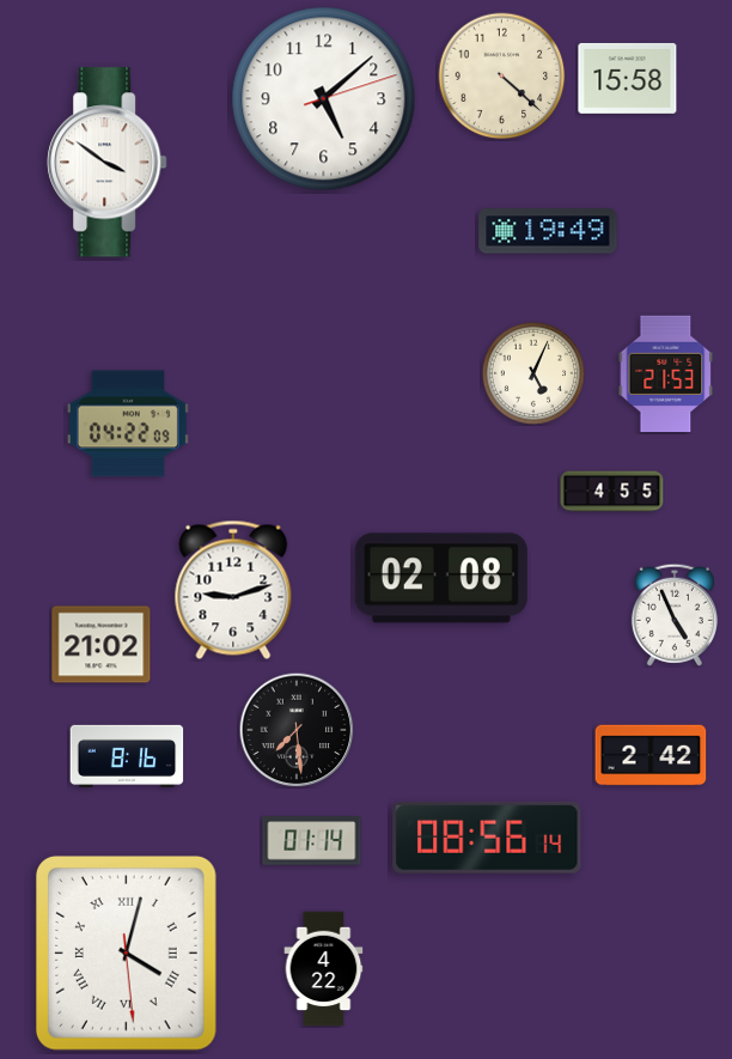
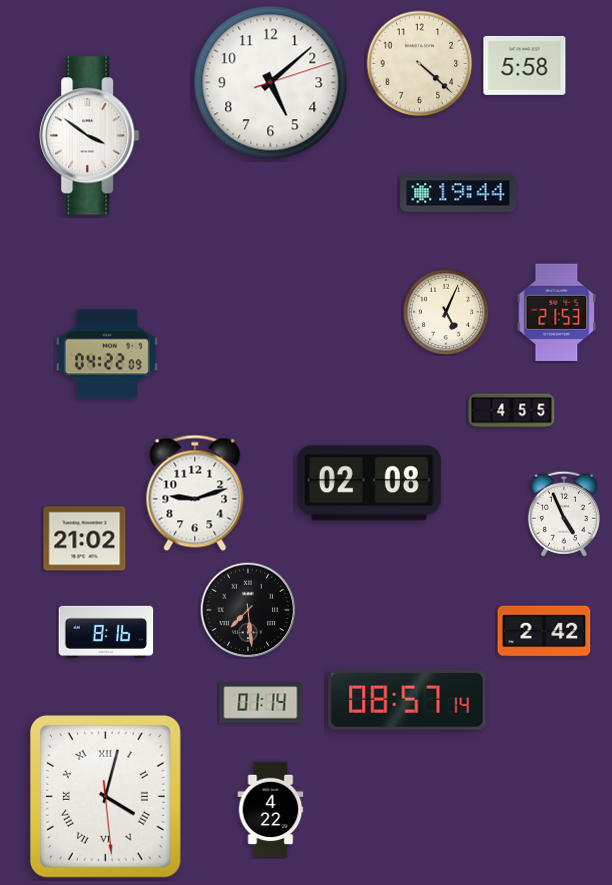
clock at (628, 78): 15:58 -> 5:58
clock at (548, 231): 19:49 -> 19:44
clock at (487, 838): 08:56 -> 08:57
